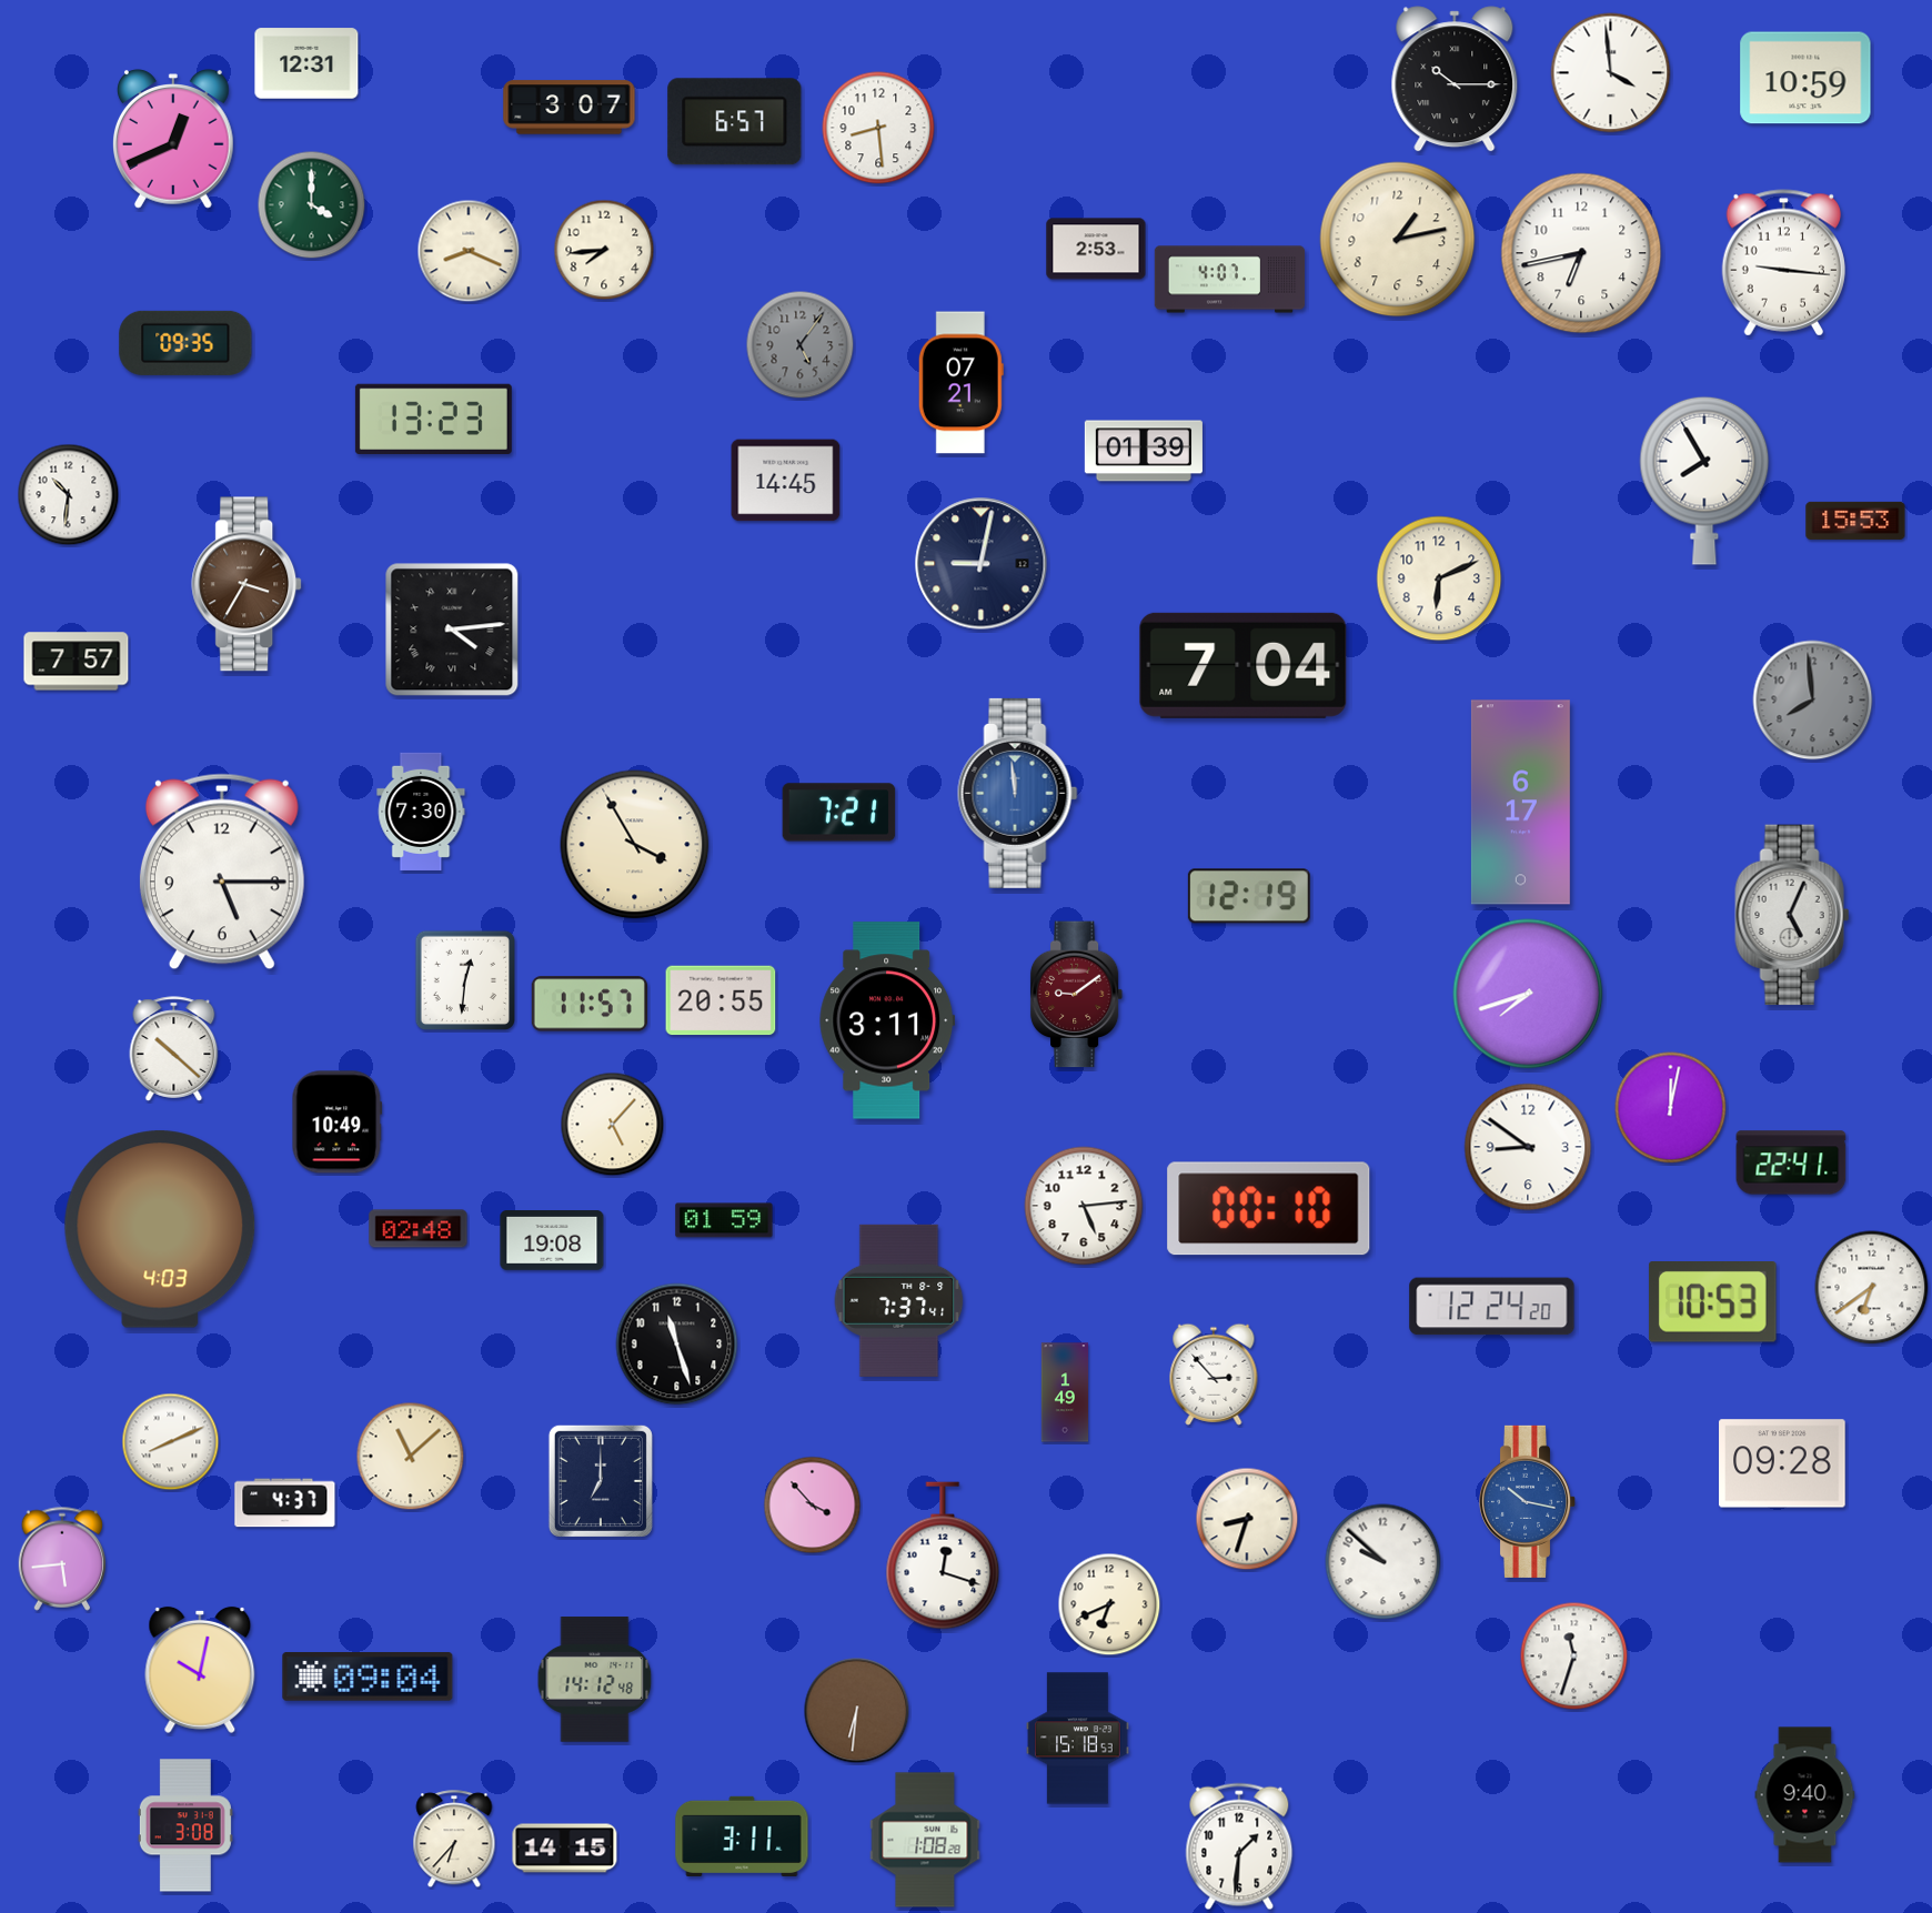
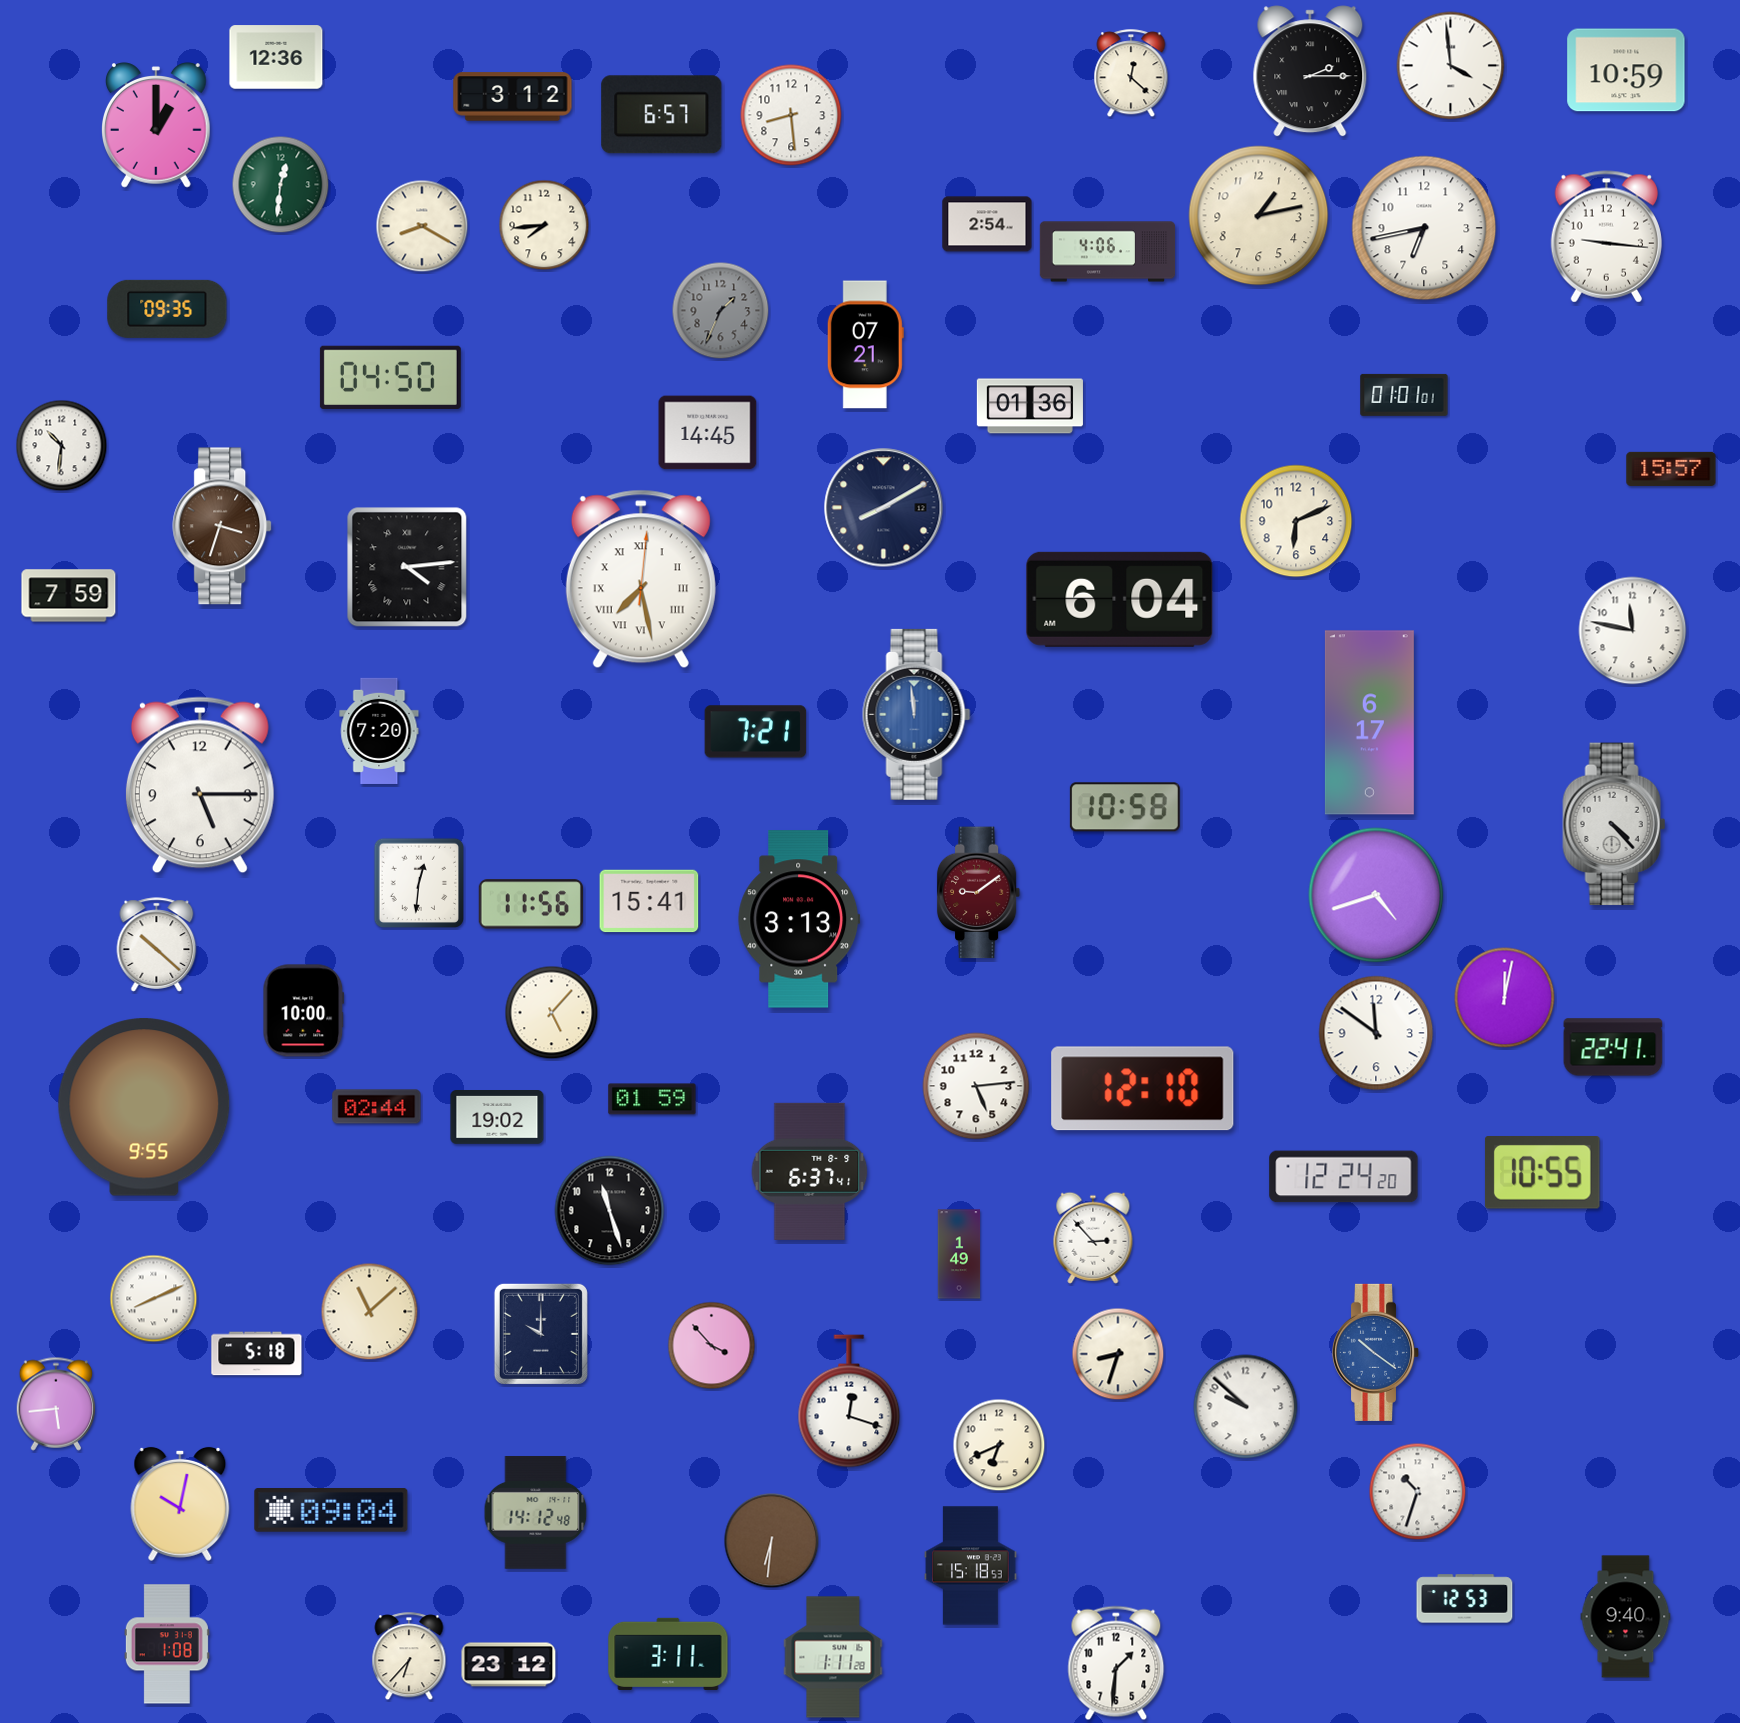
clock at (306, 63): 12:31 -> 12:36
clock at (1455, 79): 10:15 -> 2:15
clock at (1131, 74): none -> 12:22
clock at (570, 108): 3:07 -> 3:12
clock at (735, 122) position: (735, 122) -> (662, 115)
clock at (174, 139): 12:41 -> 1:00
clock at (312, 205): 4:00 -> 12:31
clock at (1096, 249): 2:53 -> 2:54
clock at (469, 251): 8:19 -> 8:20
clock at (1230, 280): 4:07 -> 4:06
clock at (801, 345): 5:06 -> 1:34
clock at (433, 419): 13:23 -> 04:50
clock at (1404, 395): none -> 01:01
clock at (1144, 451): 01:39 -> 01:36
clock at (1704, 481): 7:55 -> none
clock at (1855, 521): 15:53 -> 15:57
clock at (982, 564): 9:02 -> 8:10
clock at (248, 584): 3:35 -> 3:33
clock at (641, 579): none -> 7:28
clock at (77, 662): 7:57 -> 7:59
clock at (1244, 665): 7:04 -> 6:04
clock at (1813, 701): 7:59 -> 11:47
clock at (1813, 701) dial: grey -> white
clock at (421, 812): 7:30 -> 7:20
clock at (635, 845): 3:55 -> none
clock at (1249, 896): 12:19 -> 10:58
clock at (1792, 915): 5:04 -> 4:23
clock at (1528, 994): 7:42 -> 4:42
clock at (1077, 995) position: (1077, 995) -> (979, 893)
clock at (721, 1000): 20:55 -> 15:41
clock at (590, 1004): 11:57 -> 11:56
clock at (887, 1020): 3:11 -> 3:13
clock at (338, 1122): 10:49 -> 10:00
clock at (1528, 1147): 8:51 -> 11:51
clock at (1269, 1209): 00:10 -> 12:10
clock at (160, 1229): 4:03 -> 9:55
clock at (419, 1229): 02:48 -> 02:44
clock at (552, 1241): 19:08 -> 19:02
clock at (1872, 1288): 6:39 -> none
clock at (899, 1300): 7:37 -> 6:37
clock at (1712, 1302): 10:53 -> 10:55
clock at (1782, 1463): 09:28 -> none
clock at (601, 1481): 7:00 -> 10:00
clock at (1528, 1501): 10:17 -> 10:21
clock at (285, 1503): 4:37 -> 5:18
clock at (813, 1506) position: (813, 1506) -> (712, 1346)
clock at (1247, 1519) position: (1247, 1519) -> (1118, 1354)
clock at (1574, 1657): 11:33 -> 10:33
clock at (1465, 1599): none -> 12:53
clock at (185, 1825): 3:08 -> 1:08
clock at (925, 1840): 1:08 -> 1:11
clock at (565, 1849): 14:15 -> 23:12
